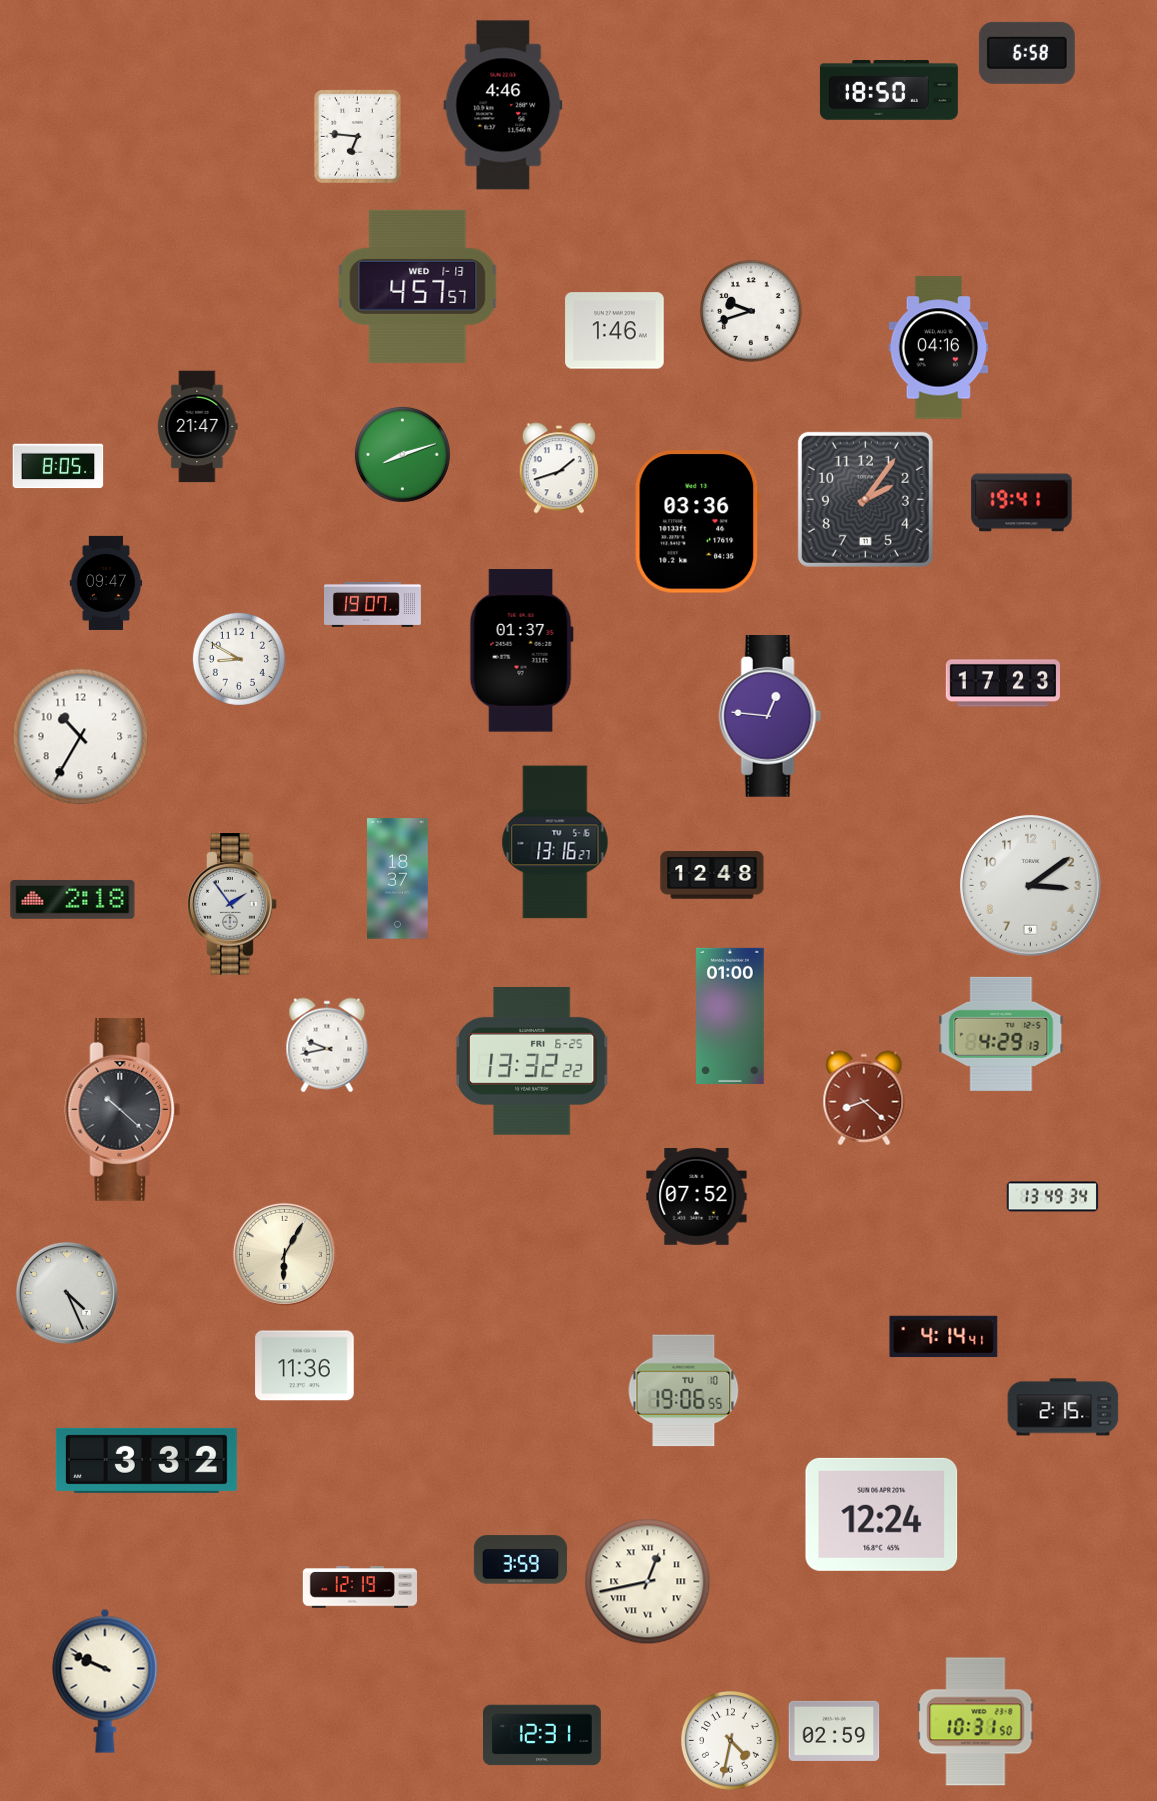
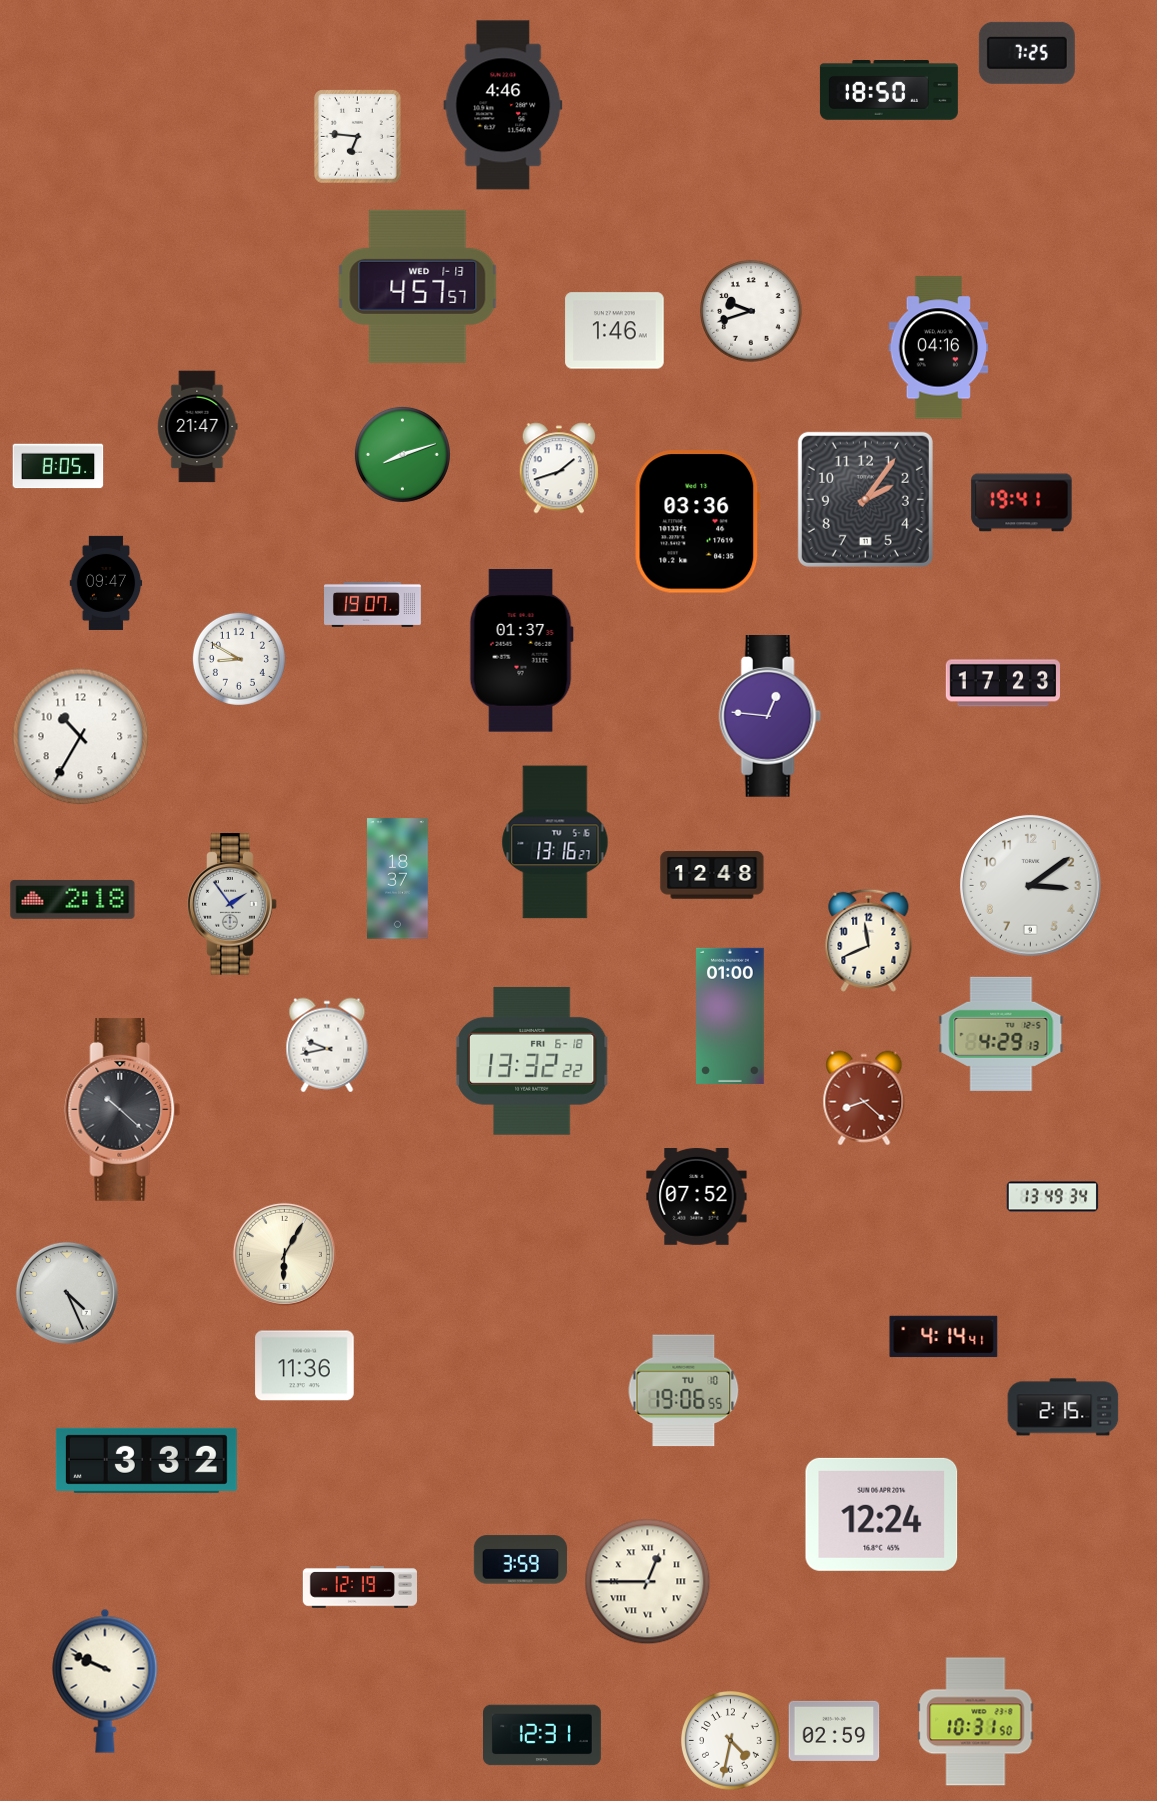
clock at (1027, 53): 6:58 -> 7:25
clock at (869, 940): none -> 11:41
clock at (532, 1061) date: FRI 6-25 -> FRI 6-18
clock at (648, 1582): 12:43 -> 12:45
